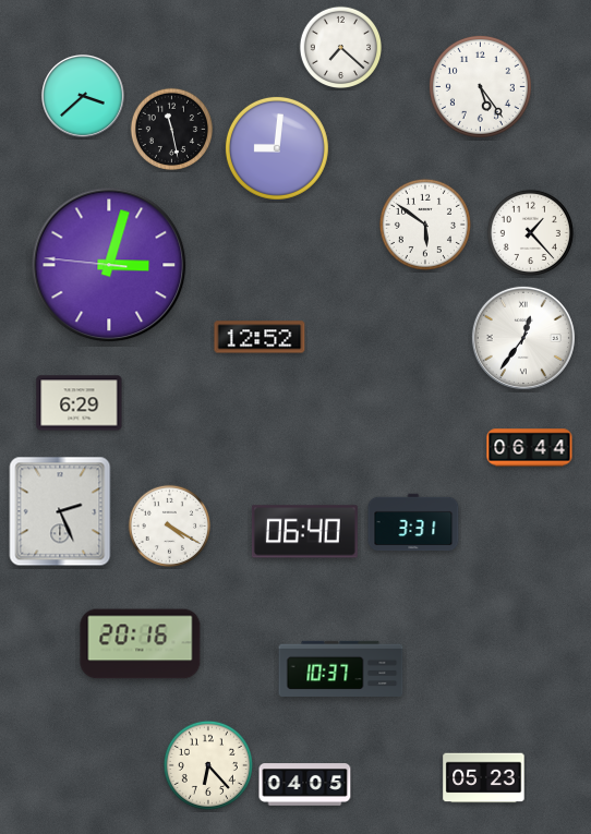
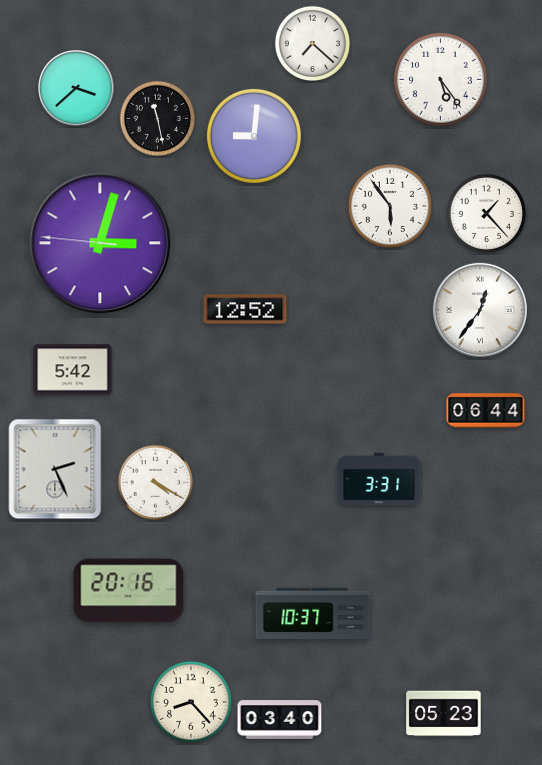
clock at (425, 225): 5:51 -> 5:54
clock at (260, 337) position: (260, 337) -> (245, 309)
clock at (80, 403): 6:29 -> 5:42
clock at (304, 532): 06:40 -> none
clock at (208, 765): 6:23 -> 8:23
clock at (305, 785): 04:05 -> 03:40
